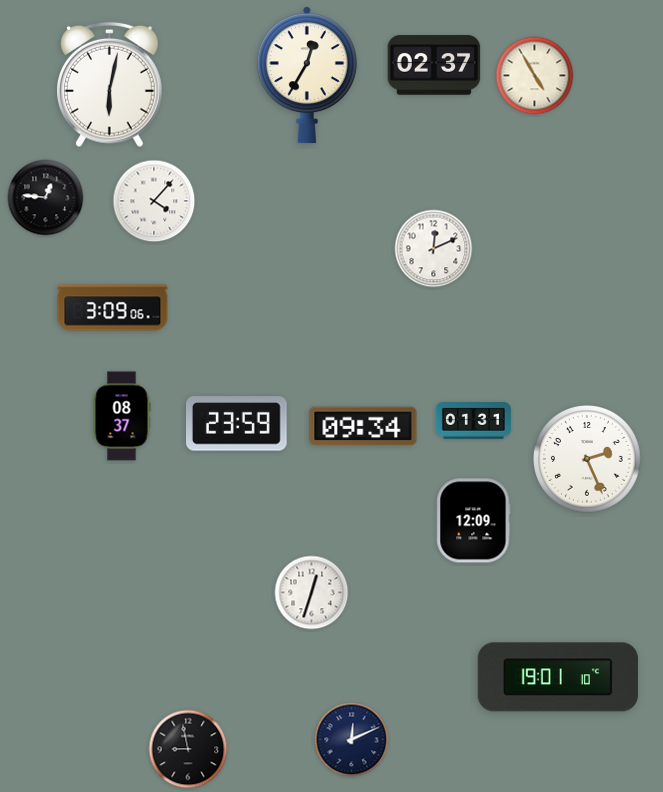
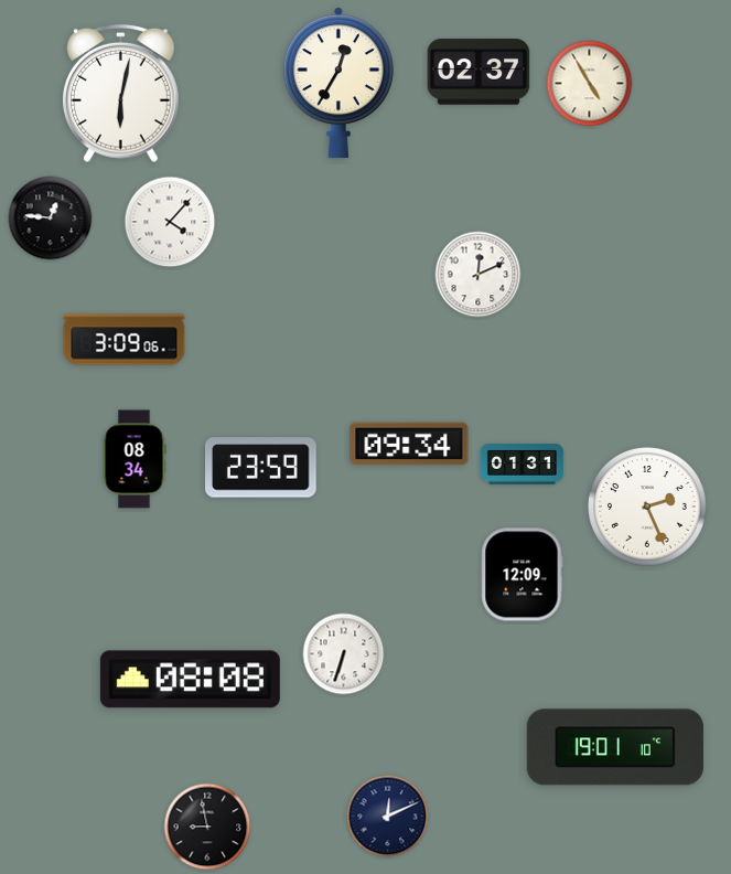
clock at (122, 416): 08:37 -> 08:34
clock at (363, 426) position: (363, 426) -> (409, 444)
clock at (312, 593): 12:33 -> 6:33
clock at (190, 680): none -> 08:08
